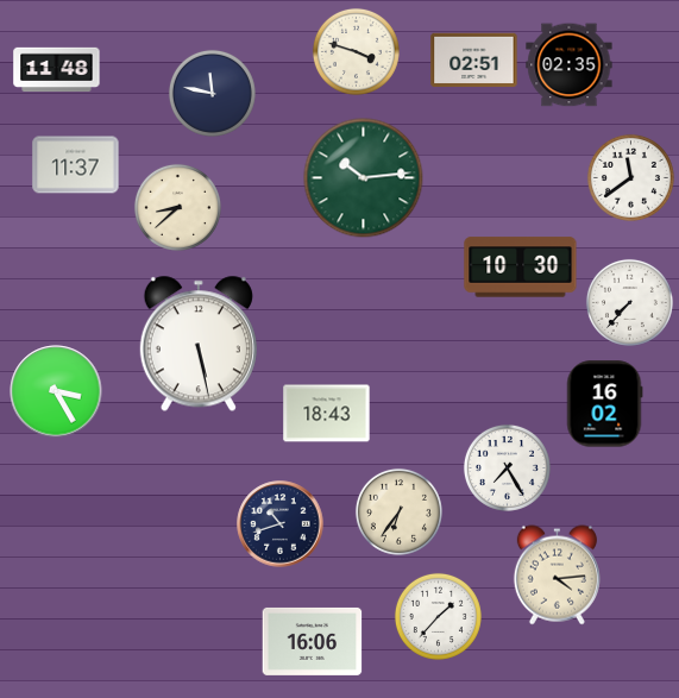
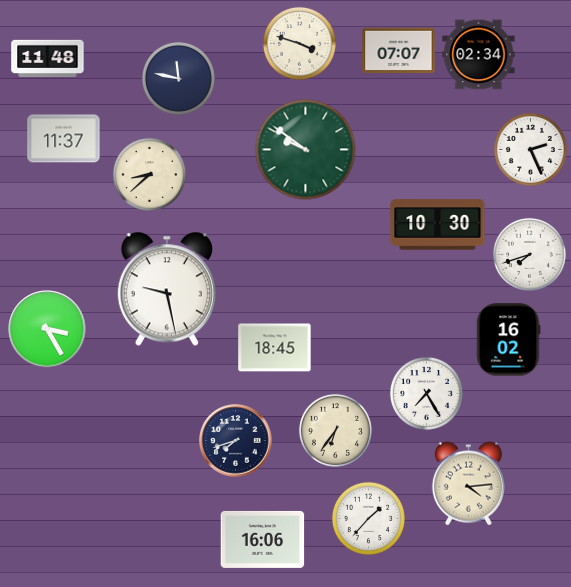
clock at (474, 61): 02:51 -> 07:07
clock at (570, 65): 02:35 -> 02:34
clock at (630, 177): 11:39 -> 2:26
clock at (364, 178): 10:14 -> 9:51
clock at (629, 302): 7:37 -> 7:42
clock at (199, 344): 5:28 -> 9:28
clock at (327, 414): 18:43 -> 18:45
clock at (281, 524): 10:42 -> 7:42
